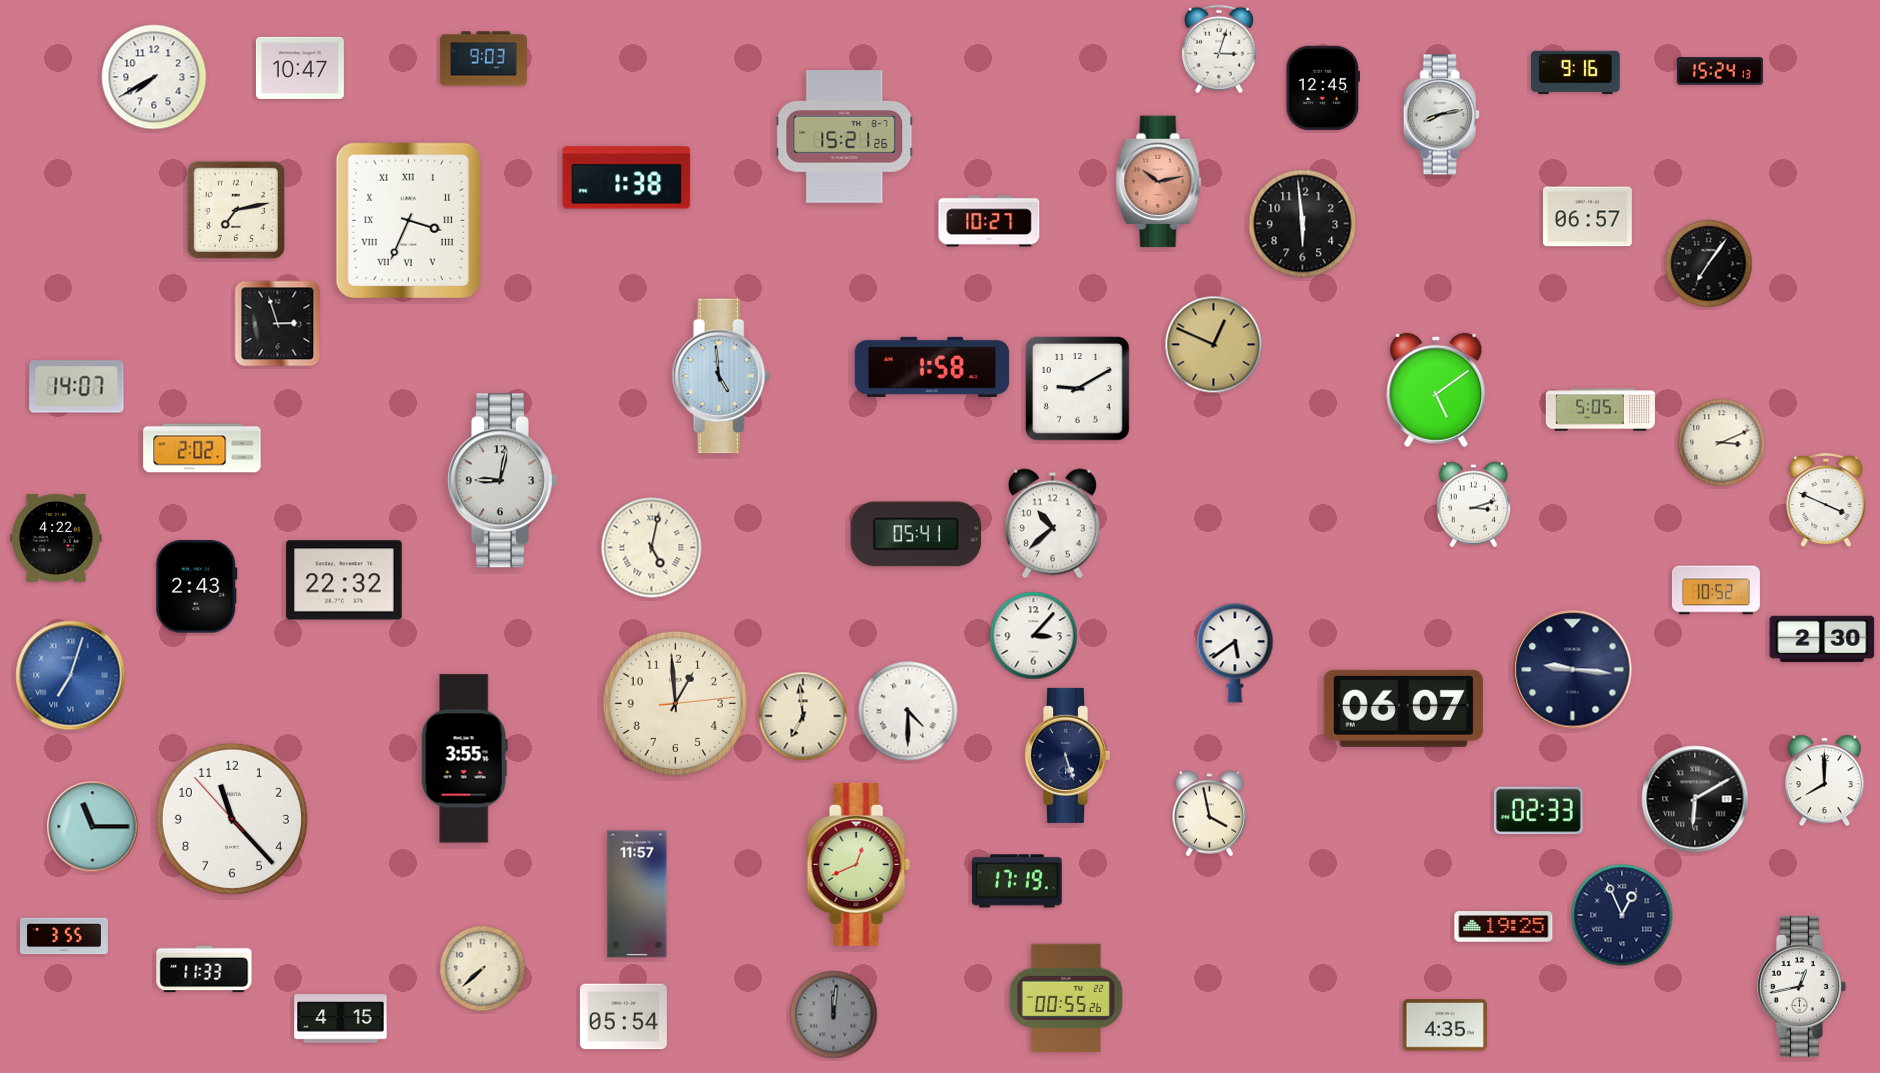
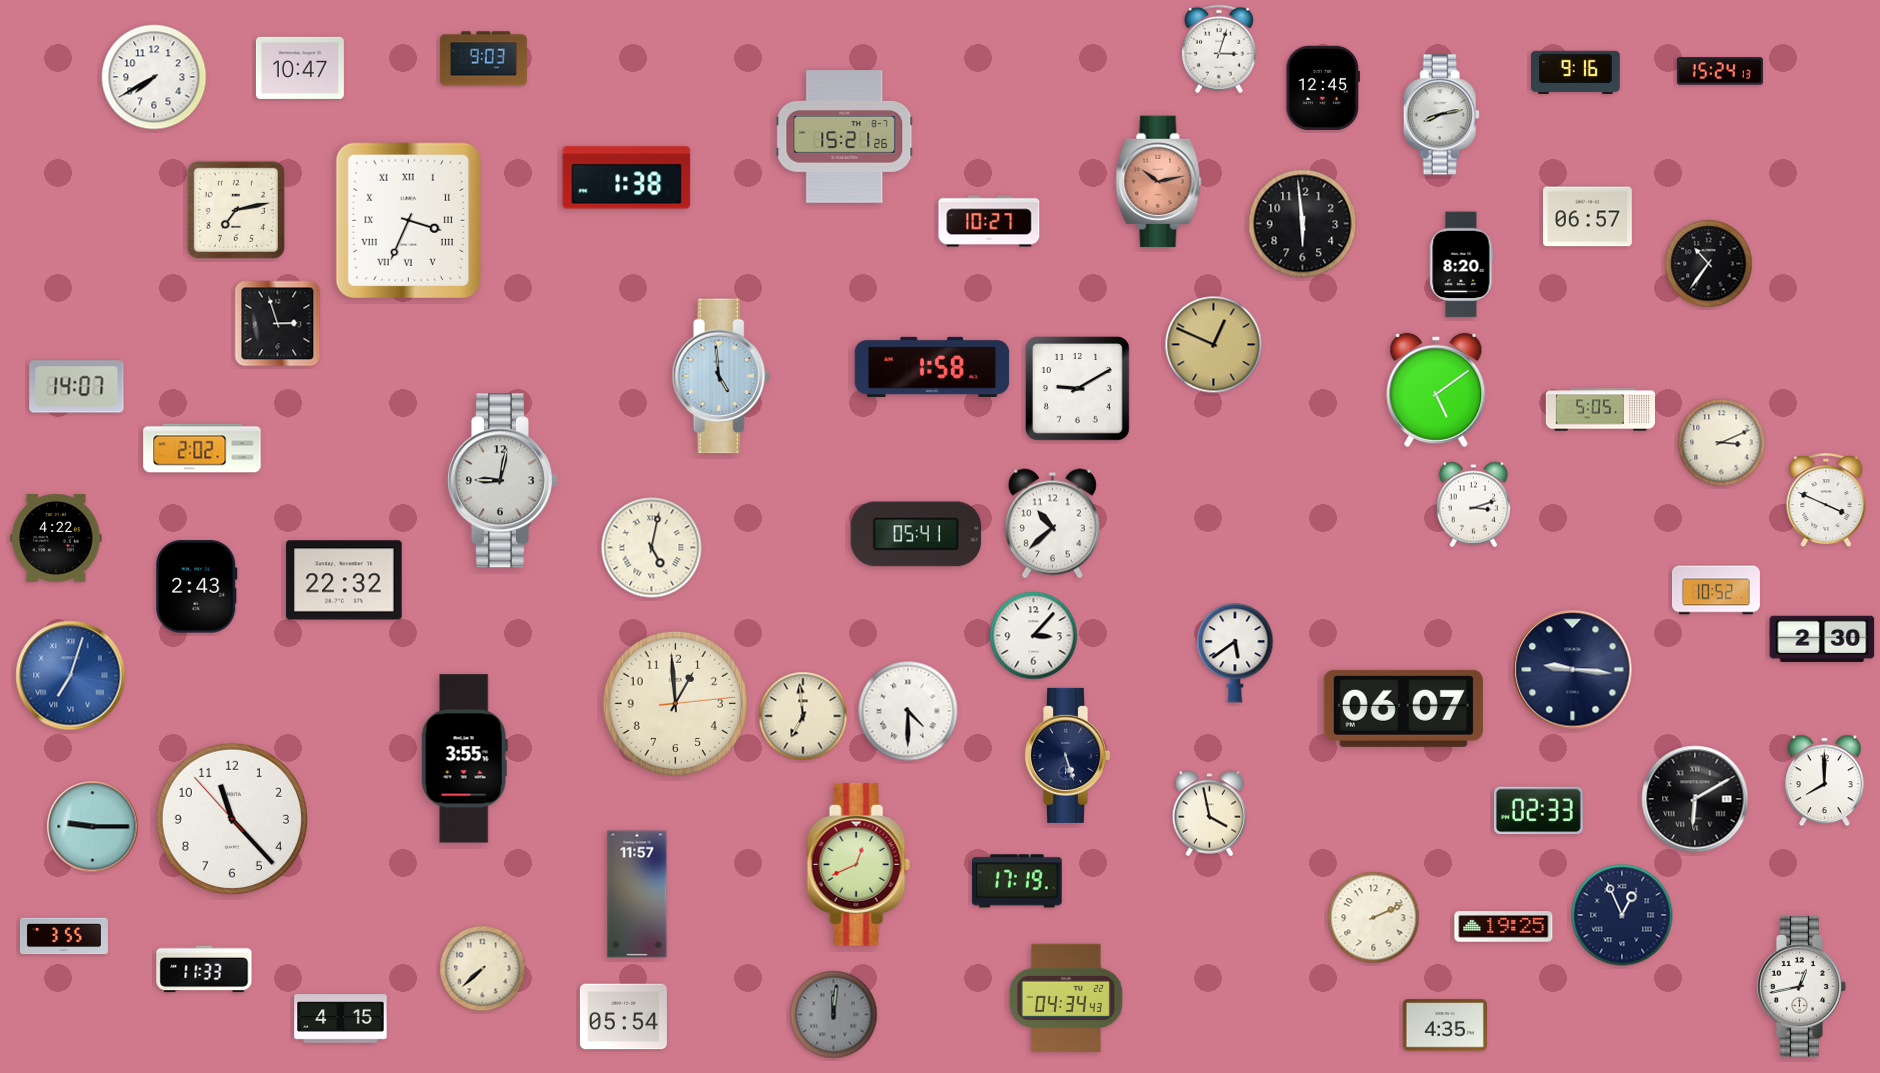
clock at (1709, 264): 7:06 -> 10:36
clock at (1462, 265): none -> 8:20
clock at (93, 827): 11:15 -> 9:15
clock at (1374, 918): none -> 2:11
clock at (1066, 998): 00:55 -> 04:34
